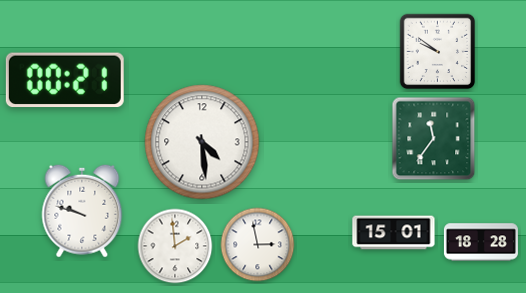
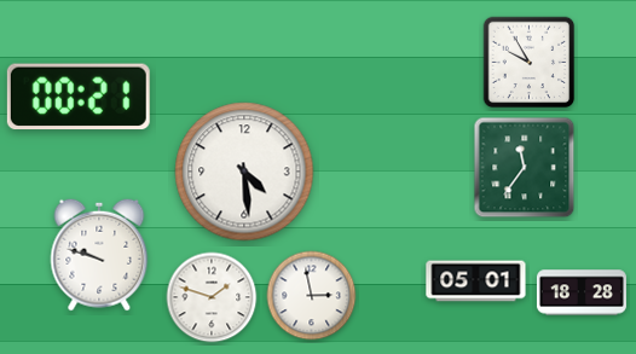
clock at (438, 52): 9:51 -> 9:55
clock at (394, 233): 15:01 -> 05:01
clock at (175, 246): 1:59 -> 1:48
